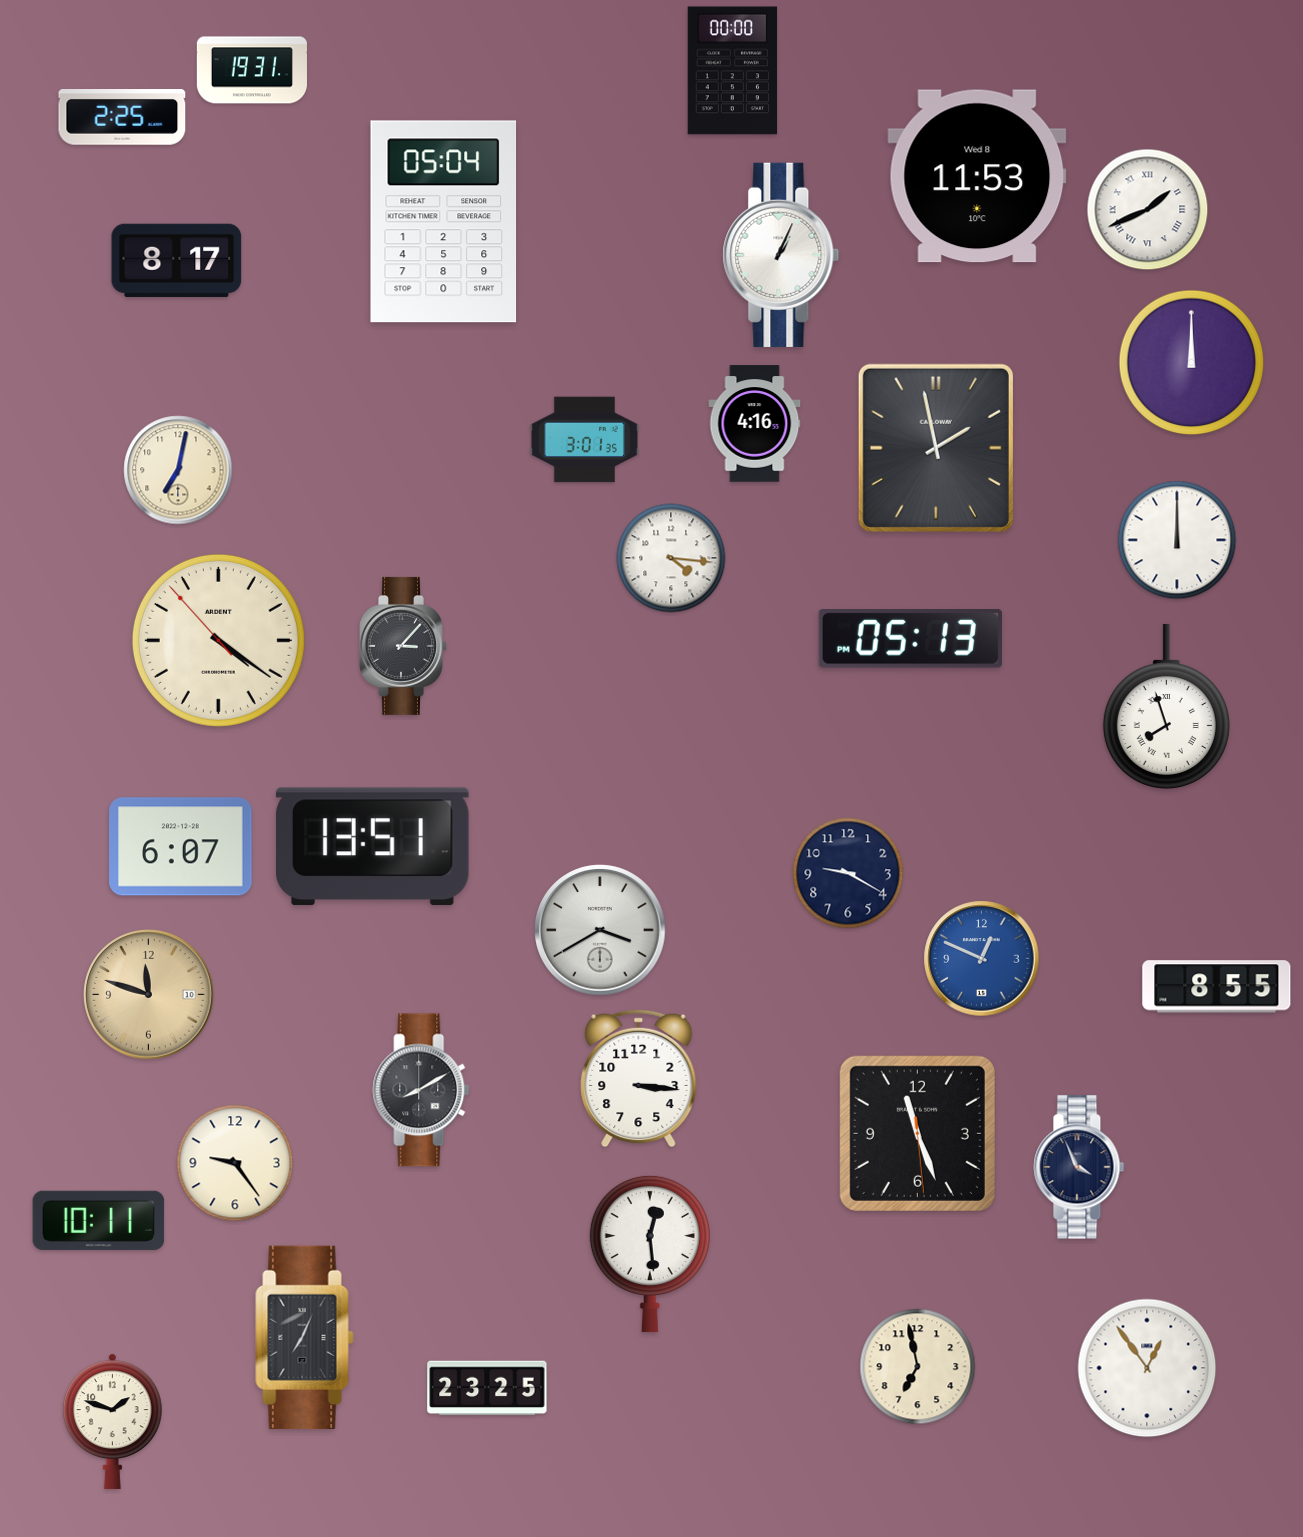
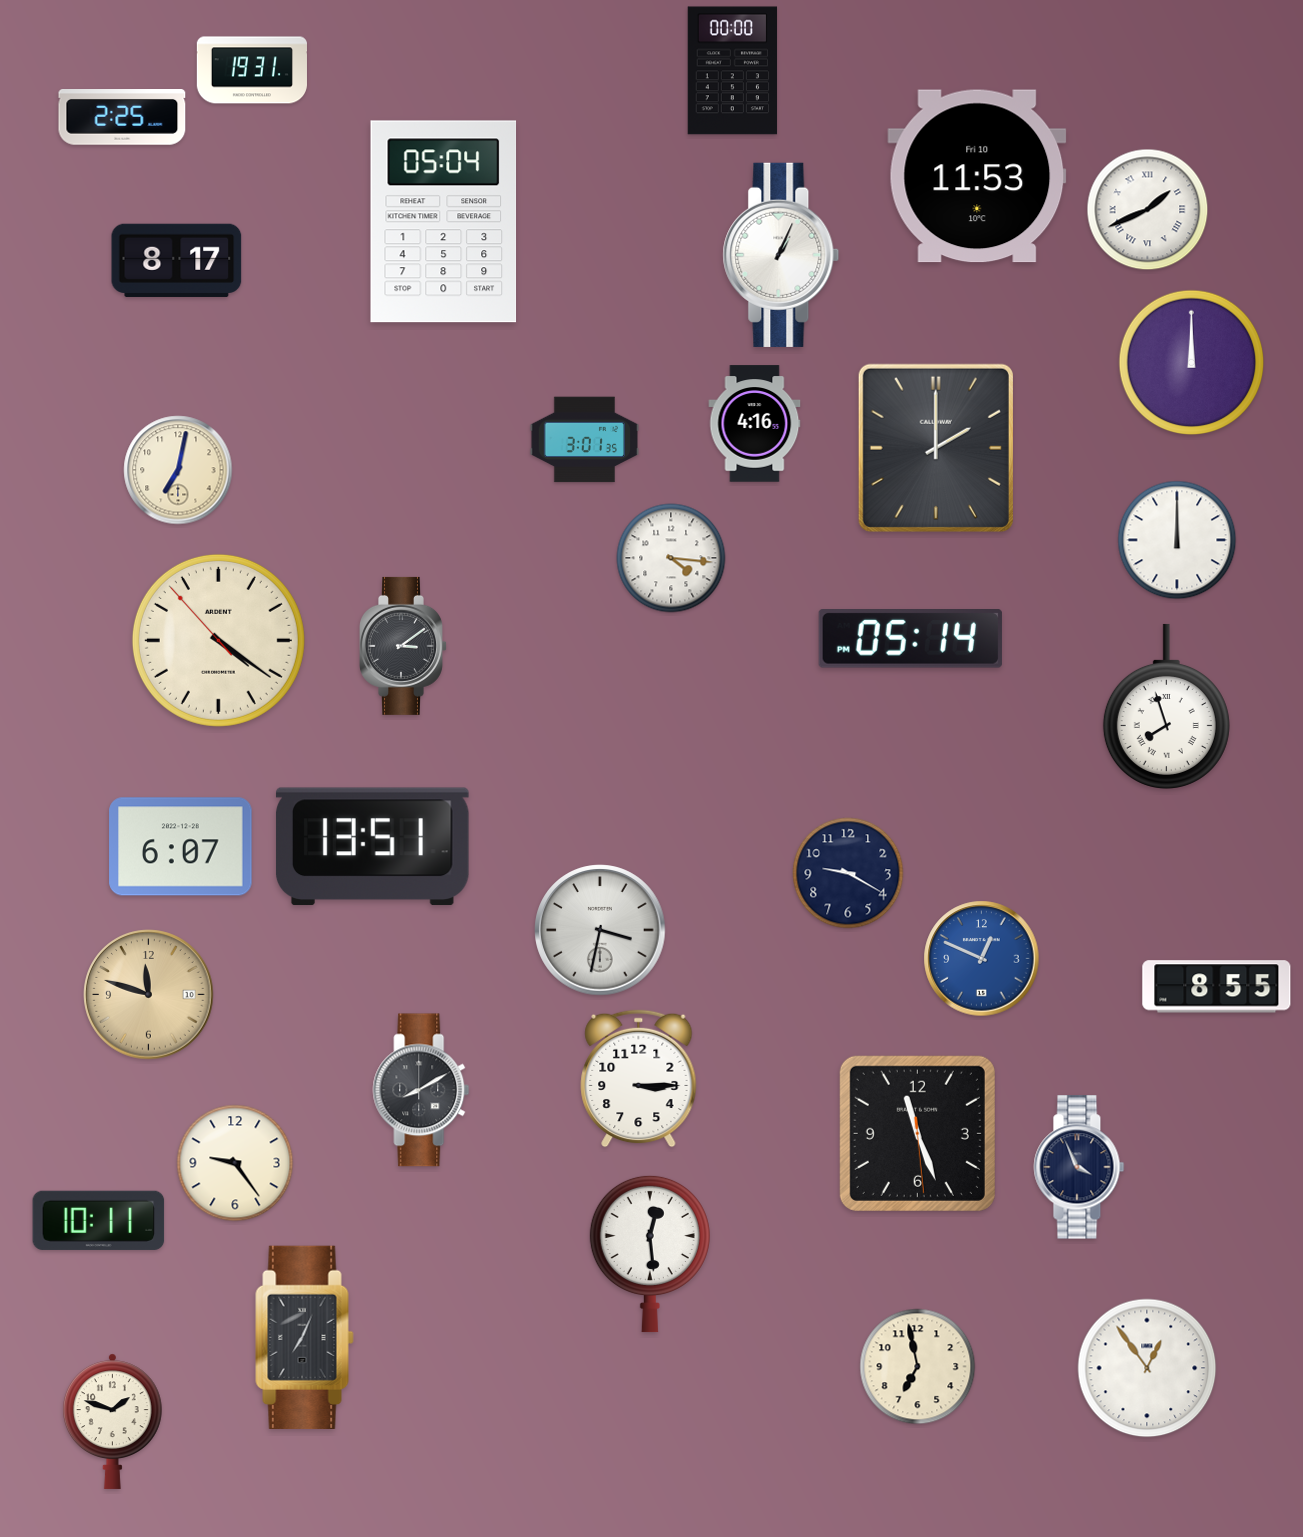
clock at (977, 176) date: Wed 8 -> Fri 10
clock at (936, 448): 1:58 -> 2:00
clock at (910, 639): 05:13 -> 05:14
clock at (404, 646): 3:07 -> 3:09
clock at (600, 930): 3:40 -> 3:32
clock at (639, 1079): 3:16 -> 3:15
clock at (487, 1388): 23:25 -> none
